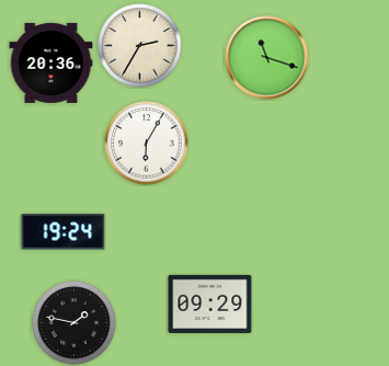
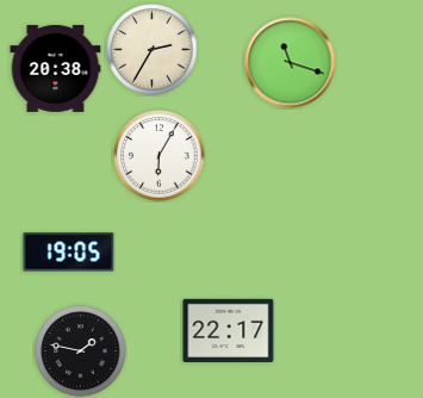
clock at (52, 62): 20:36 -> 20:38
clock at (64, 232): 19:24 -> 19:05
clock at (210, 304): 09:29 -> 22:17
